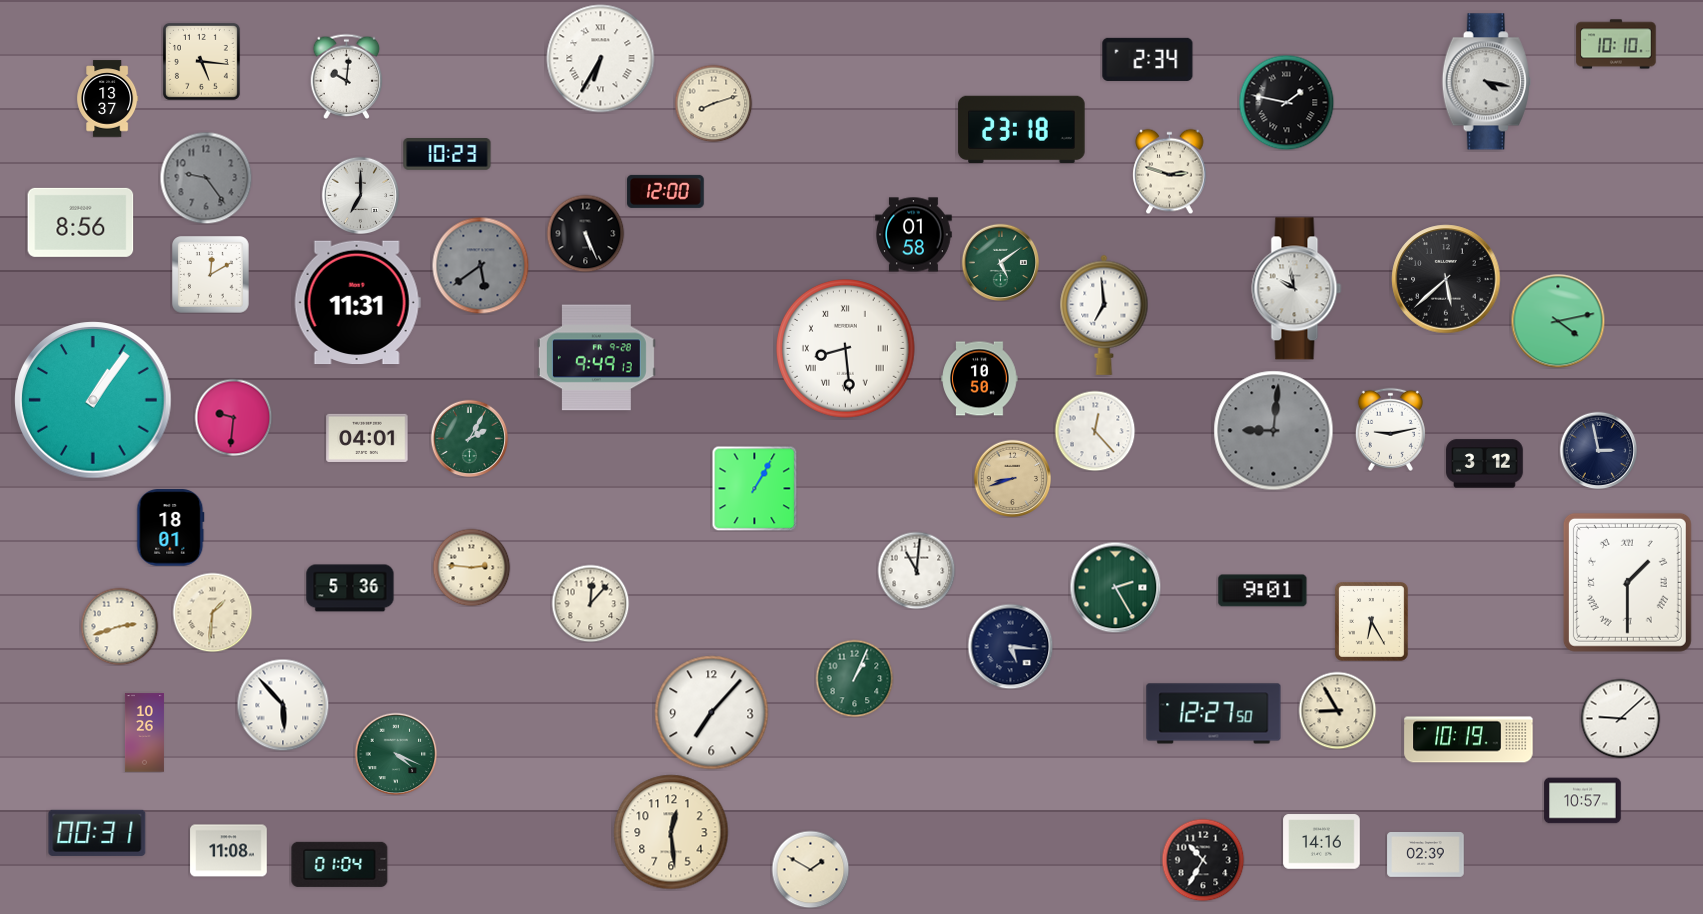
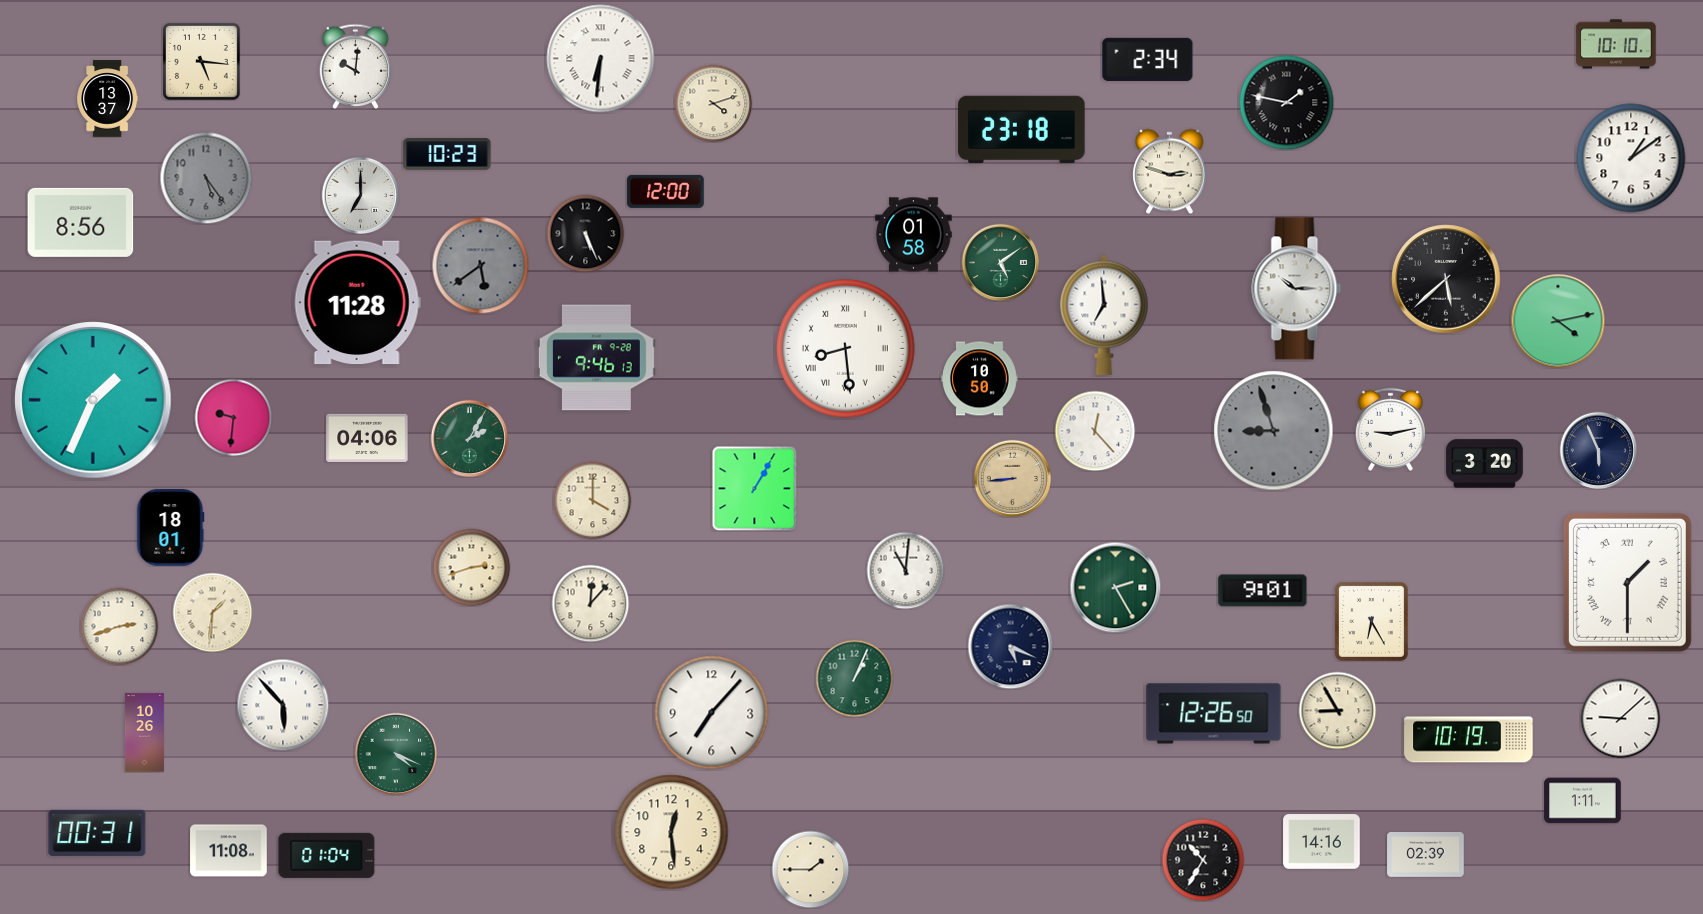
clock at (601, 59): 6:35 -> 6:31
clock at (347, 76) position: (347, 76) -> (356, 66)
clock at (1486, 82): 4:17 -> none
clock at (713, 103): 8:12 -> 4:12
clock at (1631, 158): none -> 1:09
clock at (206, 178): 9:24 -> 5:24
clock at (211, 275): 12:10 -> none
clock at (1297, 289): 9:58 -> 10:15
clock at (357, 303): 11:31 -> 11:28
clock at (596, 358): 9:49 -> 9:46
clock at (93, 400): 1:06 -> 1:34
clock at (1274, 431): 9:01 -> 8:57
clock at (367, 438): 04:01 -> 04:06
clock at (1598, 450): 2:58 -> 5:56
clock at (1485, 464): 3:12 -> 3:20
clock at (1012, 478): 8:42 -> 8:44
clock at (592, 500): none -> 4:00
clock at (471, 567): 2:46 -> 2:42
clock at (916, 570) position: (916, 570) -> (905, 570)
clock at (350, 588): 5:36 -> none
clock at (1010, 646): 5:16 -> 5:19
clock at (1214, 714): 12:27 -> 12:26
clock at (1583, 801): 10:57 -> 1:11
clock at (340, 864) position: (340, 864) -> (327, 855)
clock at (810, 869): 1:50 -> 1:45
